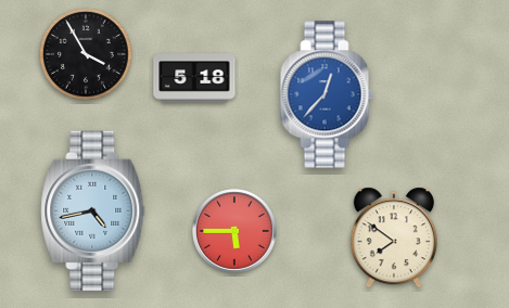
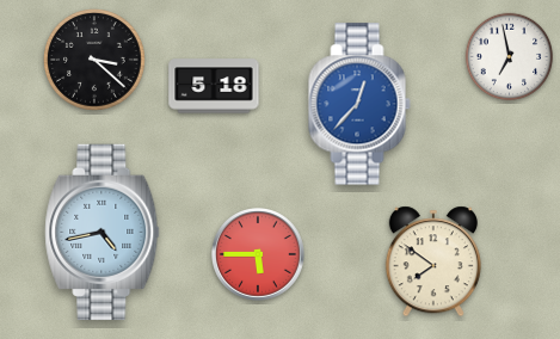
clock at (510, 57): none -> 6:58
clock at (87, 55): 3:55 -> 3:22
